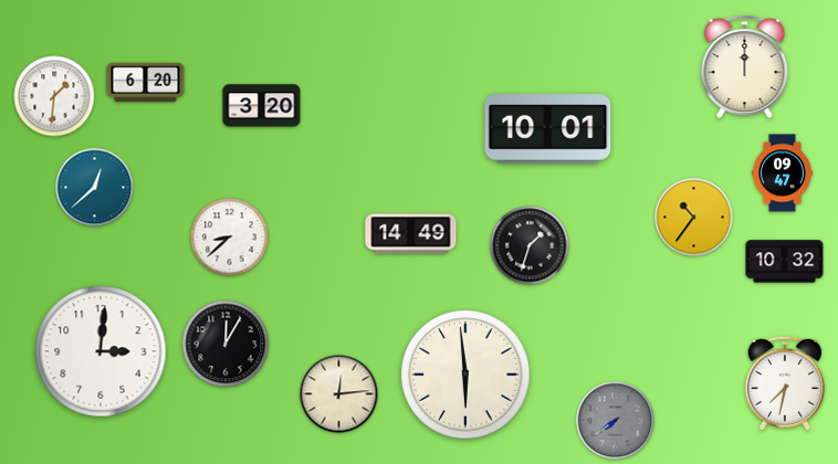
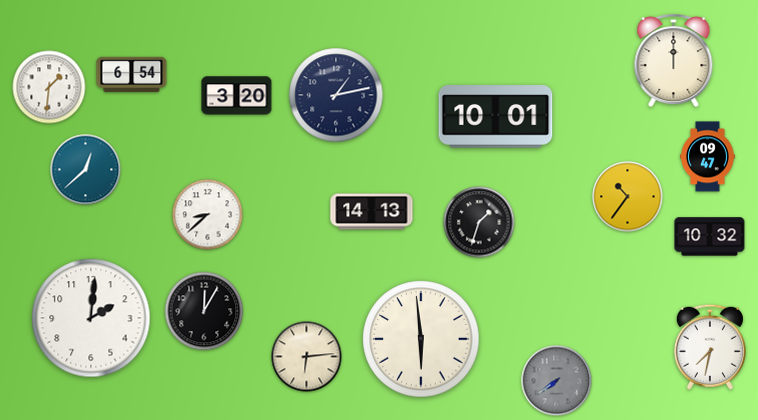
clock at (146, 83): 6:20 -> 6:54
clock at (336, 95): none -> 1:13
clock at (411, 234): 14:49 -> 14:13
clock at (101, 351): 3:01 -> 2:01
clock at (339, 394): 12:14 -> 6:14
